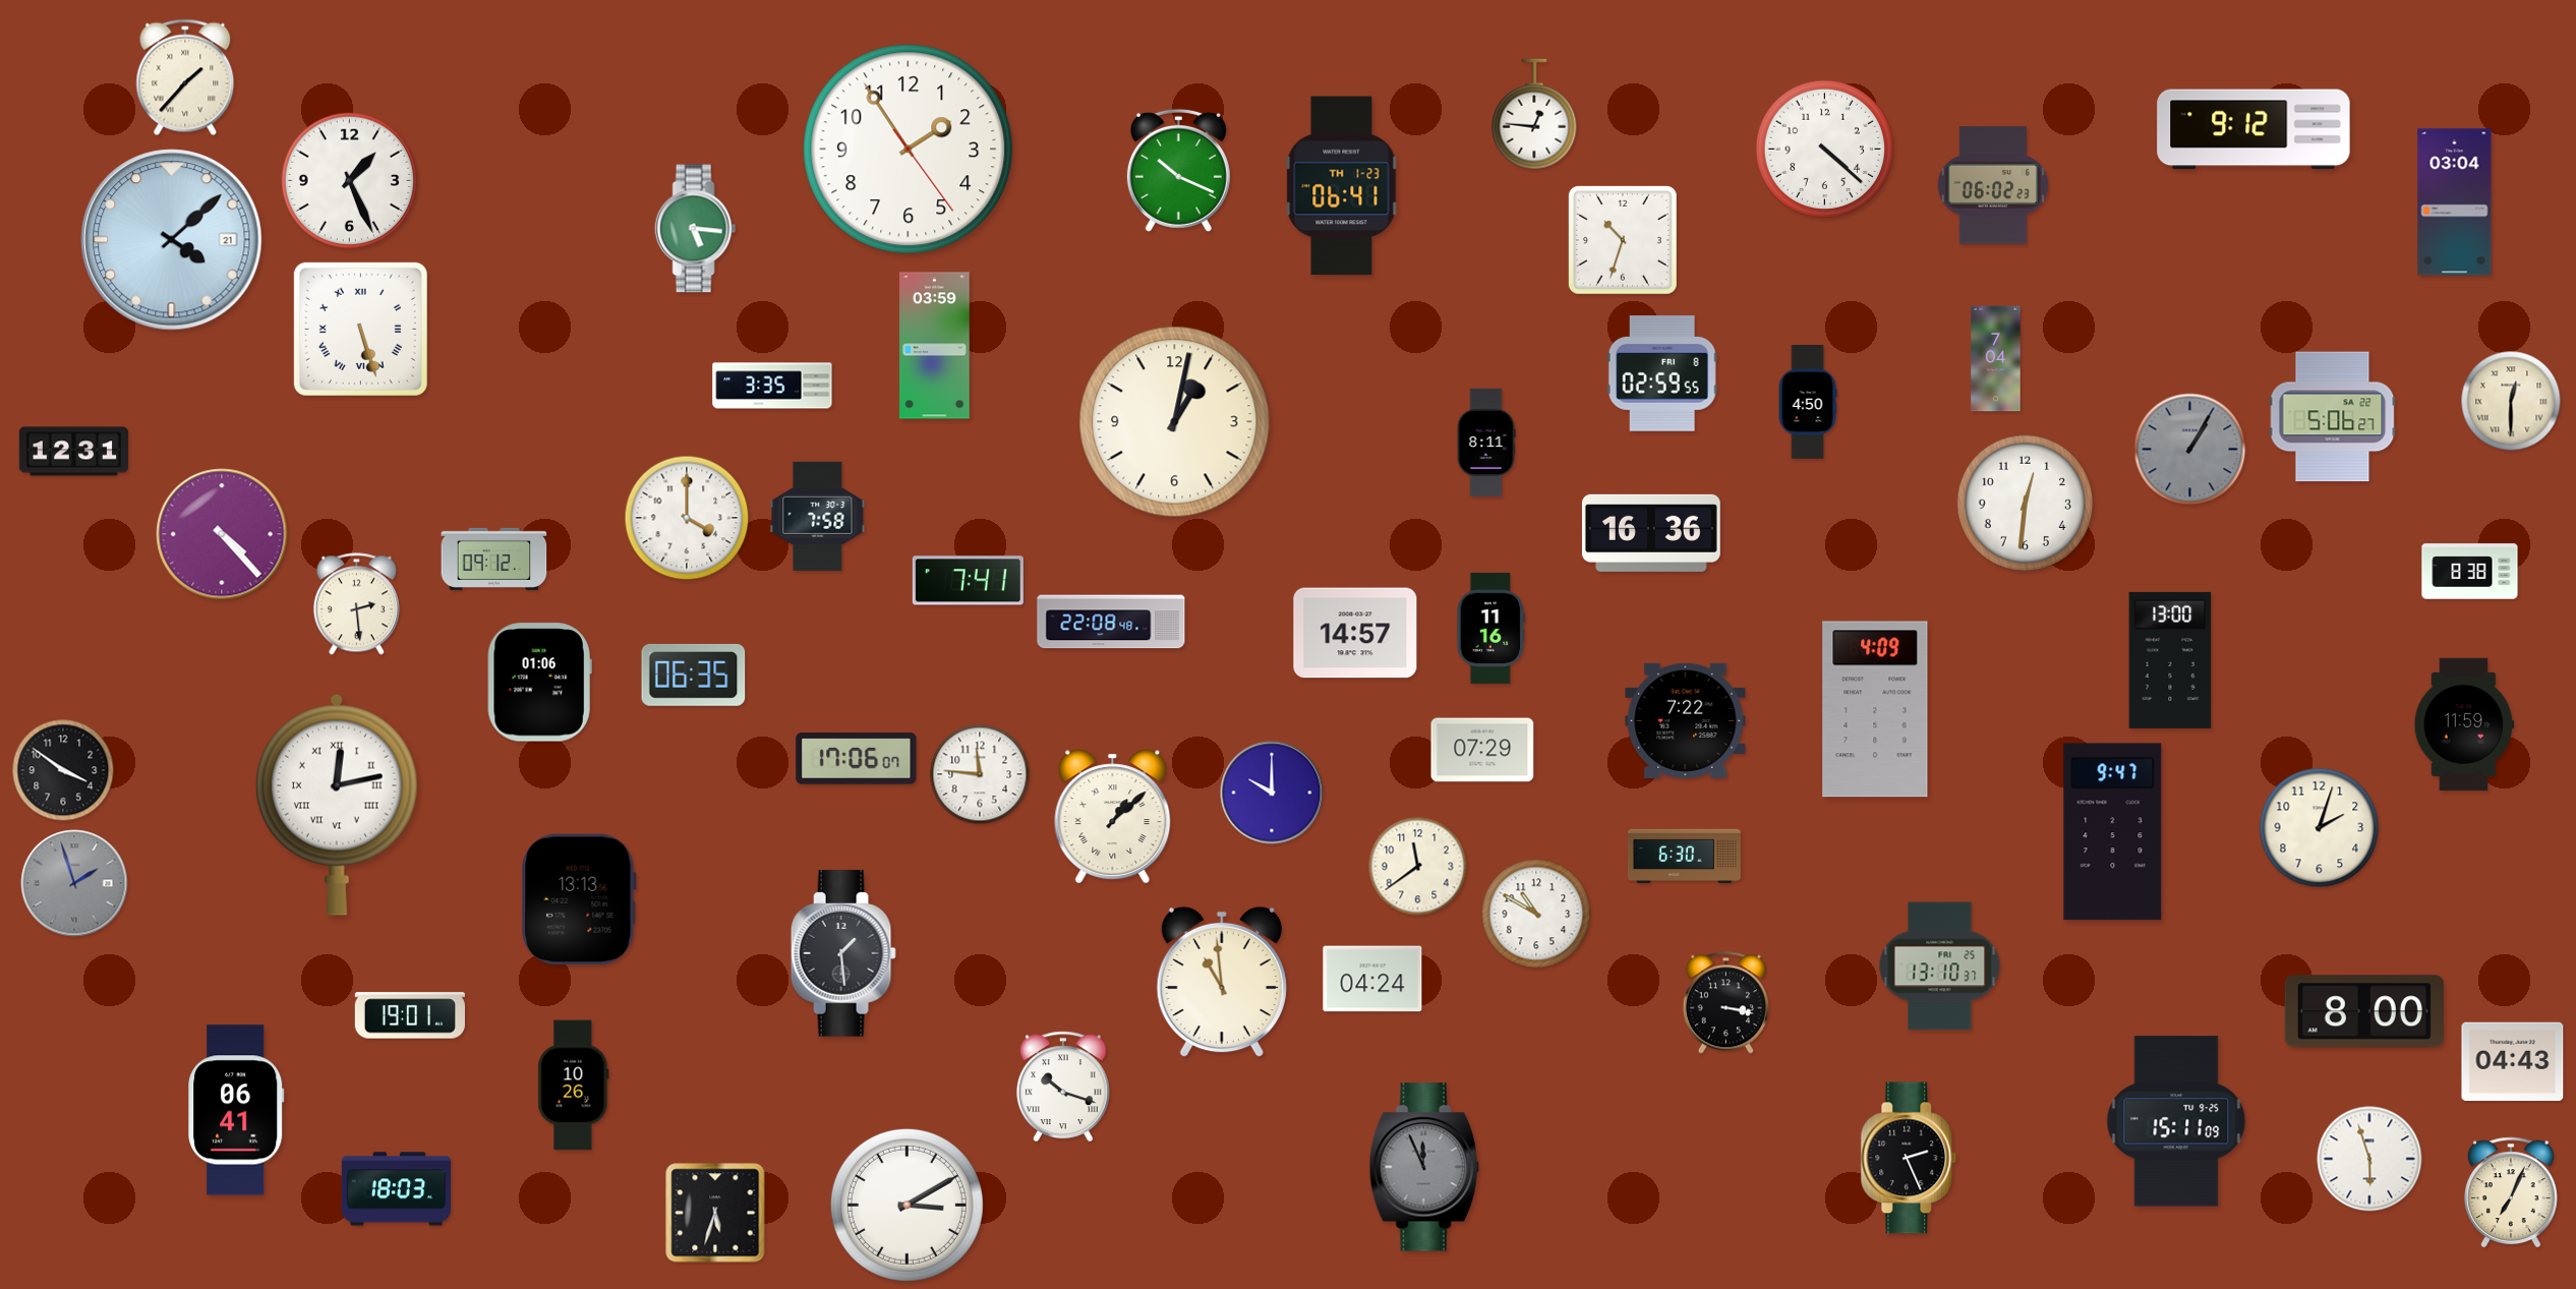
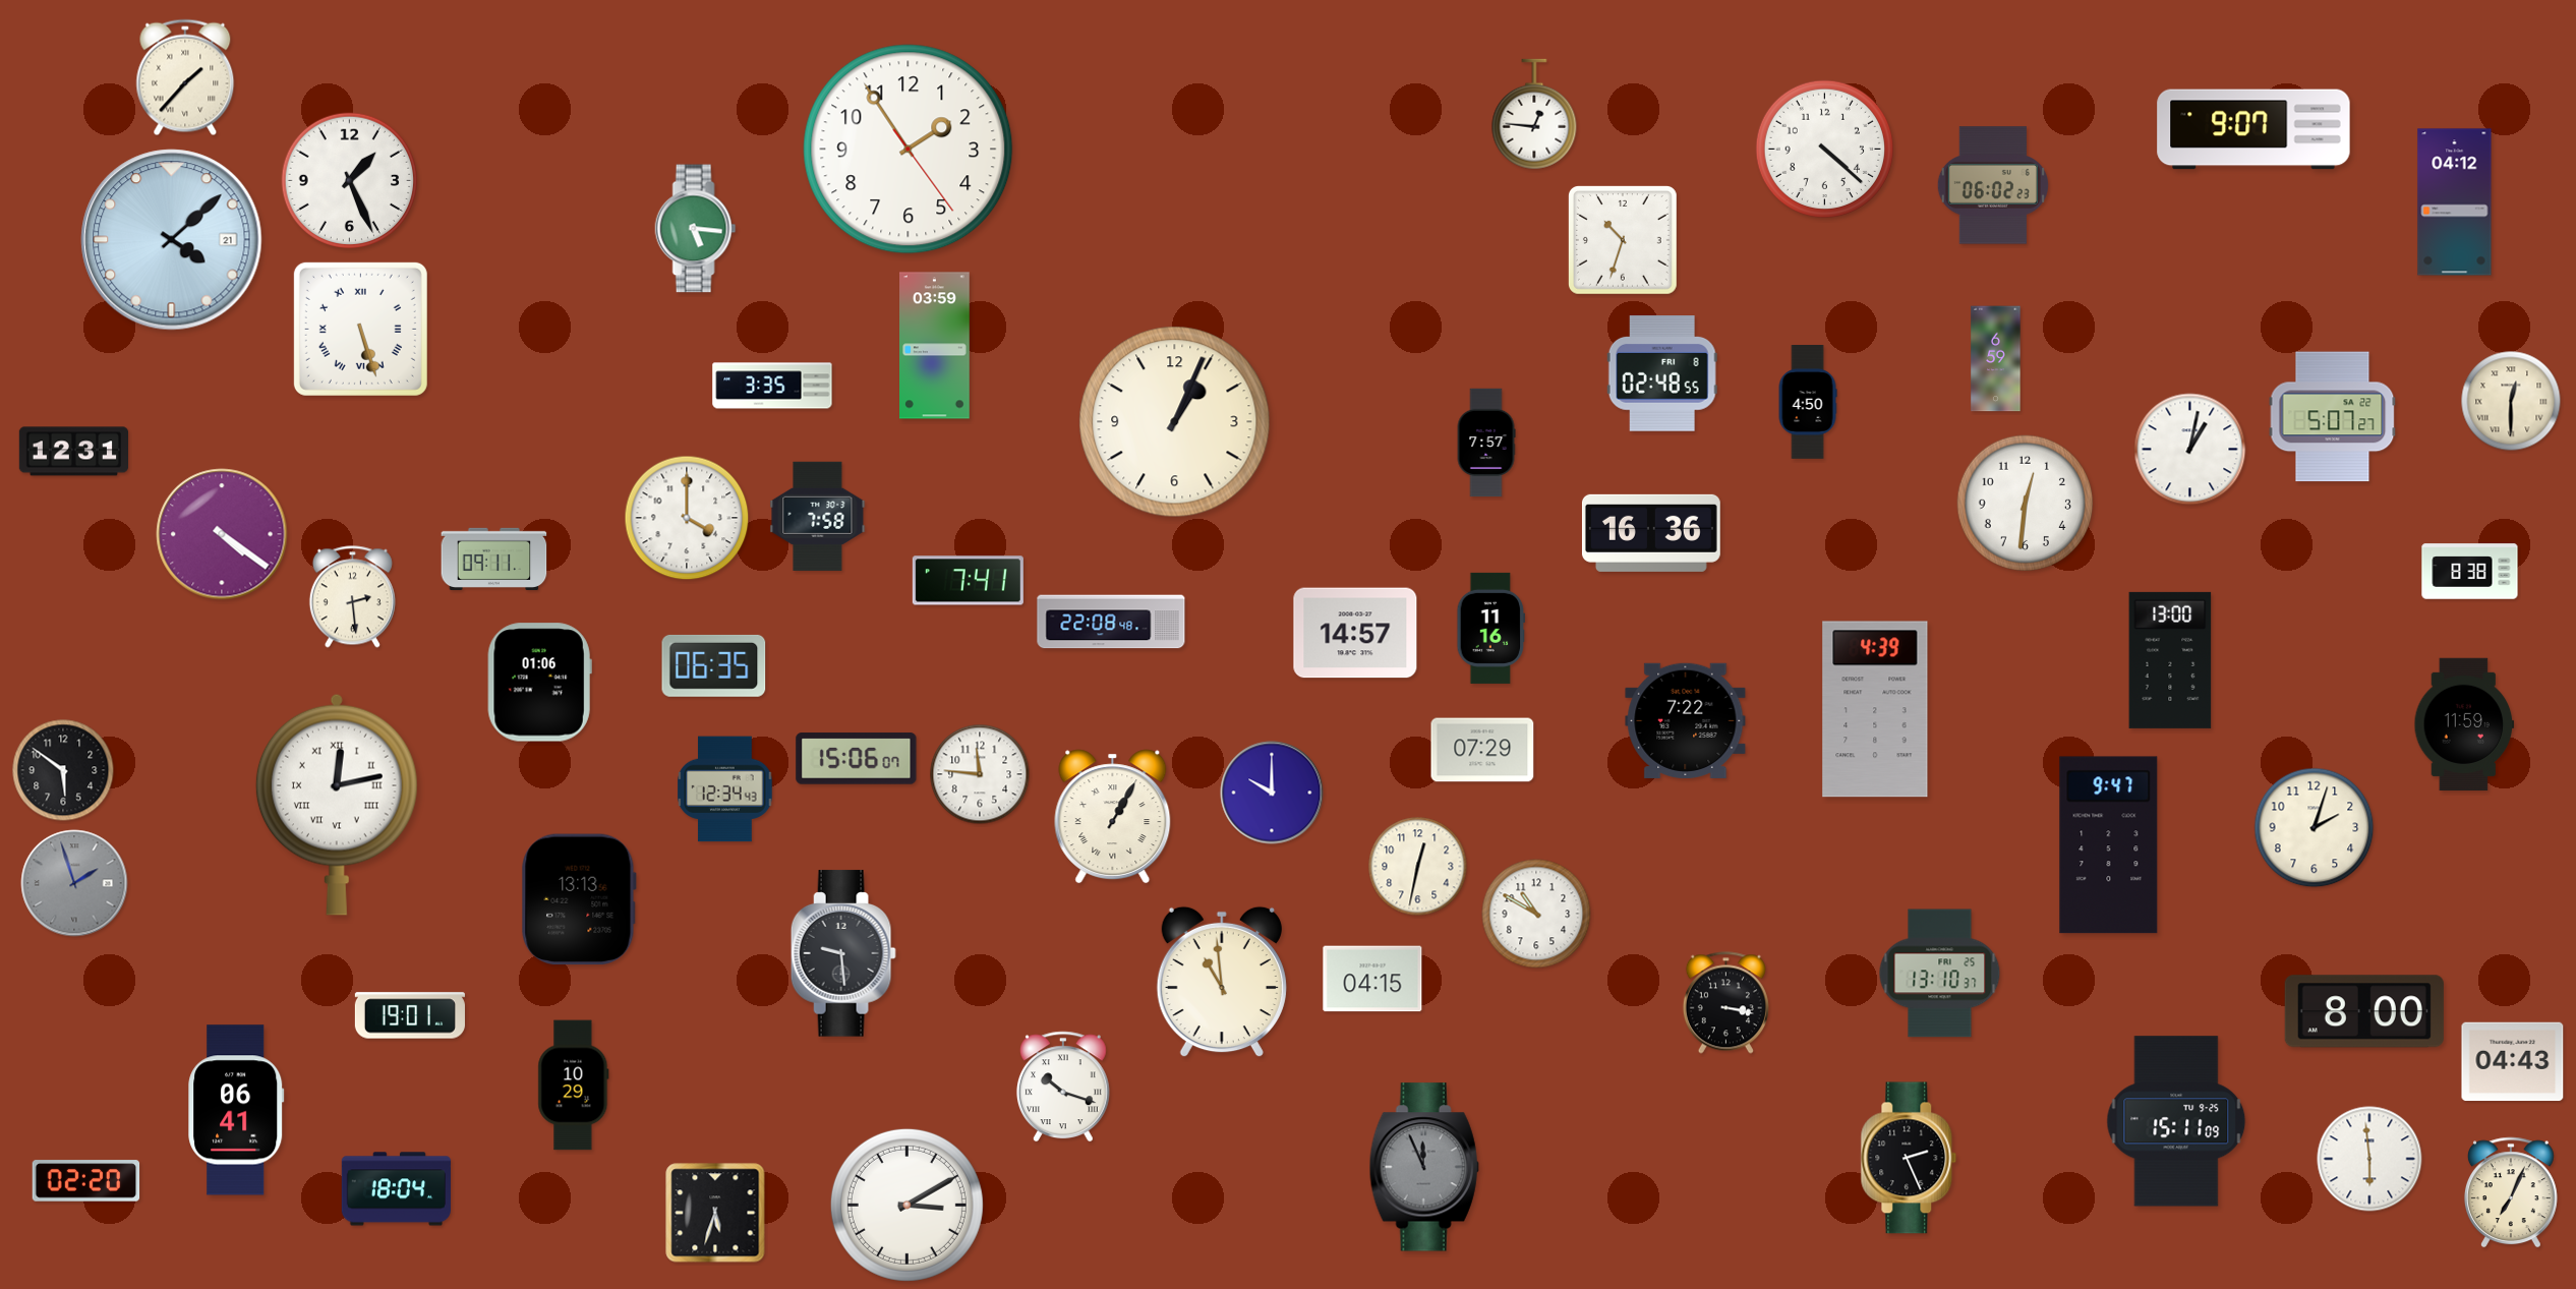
clock at (2253, 129): 9:12 -> 9:07
clock at (1178, 170): 10:19 -> none
clock at (1342, 186): 06:41 -> none
clock at (2455, 202): 03:04 -> 04:12
clock at (1996, 359): 7:04 -> 6:59
clock at (1662, 374): 02:59 -> 02:48
clock at (2333, 417): 5:06 -> 5:07
clock at (1175, 422): 1:02 -> 1:04
clock at (1486, 443): 8:11 -> 7:57
clock at (2190, 450): 1:05 -> 1:02
clock at (2190, 450) dial: grey -> white
clock at (222, 534): 4:23 -> 4:21
clock at (494, 559): 09:12 -> 09:11
clock at (356, 604) position: (356, 604) -> (352, 597)
clock at (694, 675) position: (694, 675) -> (714, 665)
clock at (1875, 709): 4:09 -> 4:39
clock at (857, 759): 17:06 -> 15:06
clock at (63, 770): 3:51 -> 5:51
clock at (725, 789): none -> 12:34
clock at (1113, 817): 1:08 -> 1:05
clock at (2320, 828) position: (2320, 828) -> (2315, 828)
clock at (2113, 832) position: (2113, 832) -> (2109, 845)
clock at (1684, 856): 6:30 -> none
clock at (1418, 867): 11:39 -> 12:32
clock at (843, 953): 1:29 -> 9:29
clock at (1940, 966) position: (1940, 966) -> (1940, 974)
clock at (1372, 979): 04:24 -> 04:15
clock at (574, 1086): 10:26 -> 10:29
clock at (2369, 1159): 5:57 -> 5:59
clock at (86, 1181): none -> 02:20
clock at (396, 1189): 18:03 -> 18:04
